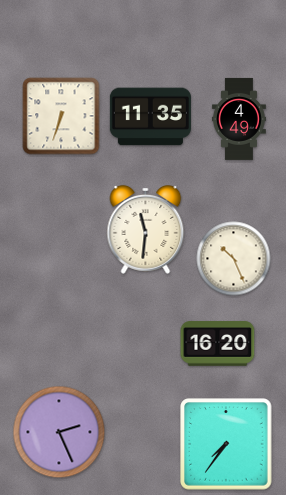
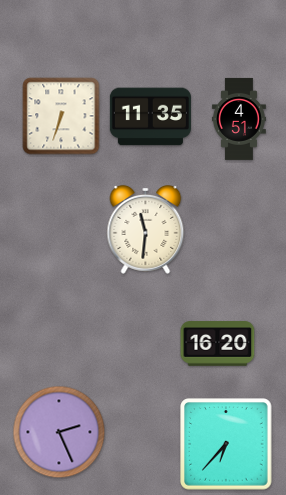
clock at (239, 119): 4:49 -> 4:51
clock at (234, 259): 10:26 -> none
clock at (226, 444): 7:36 -> 6:37
